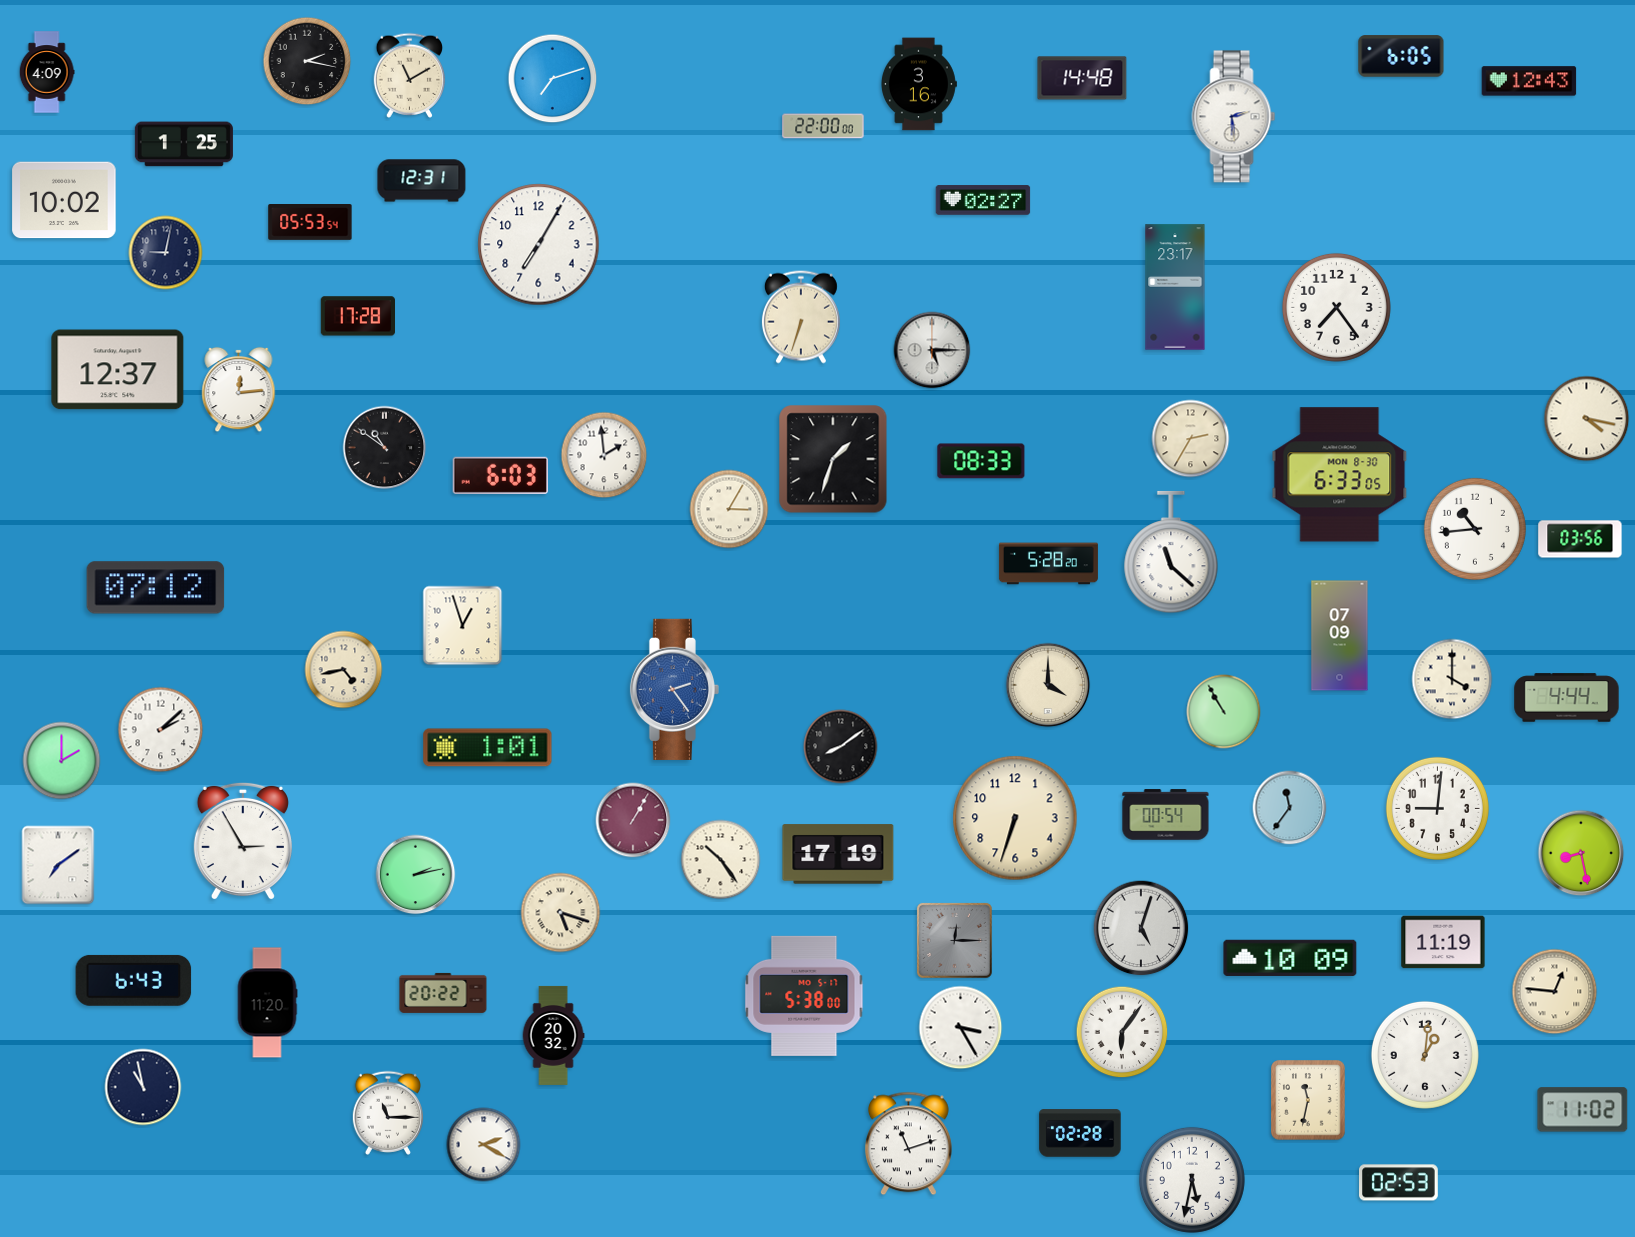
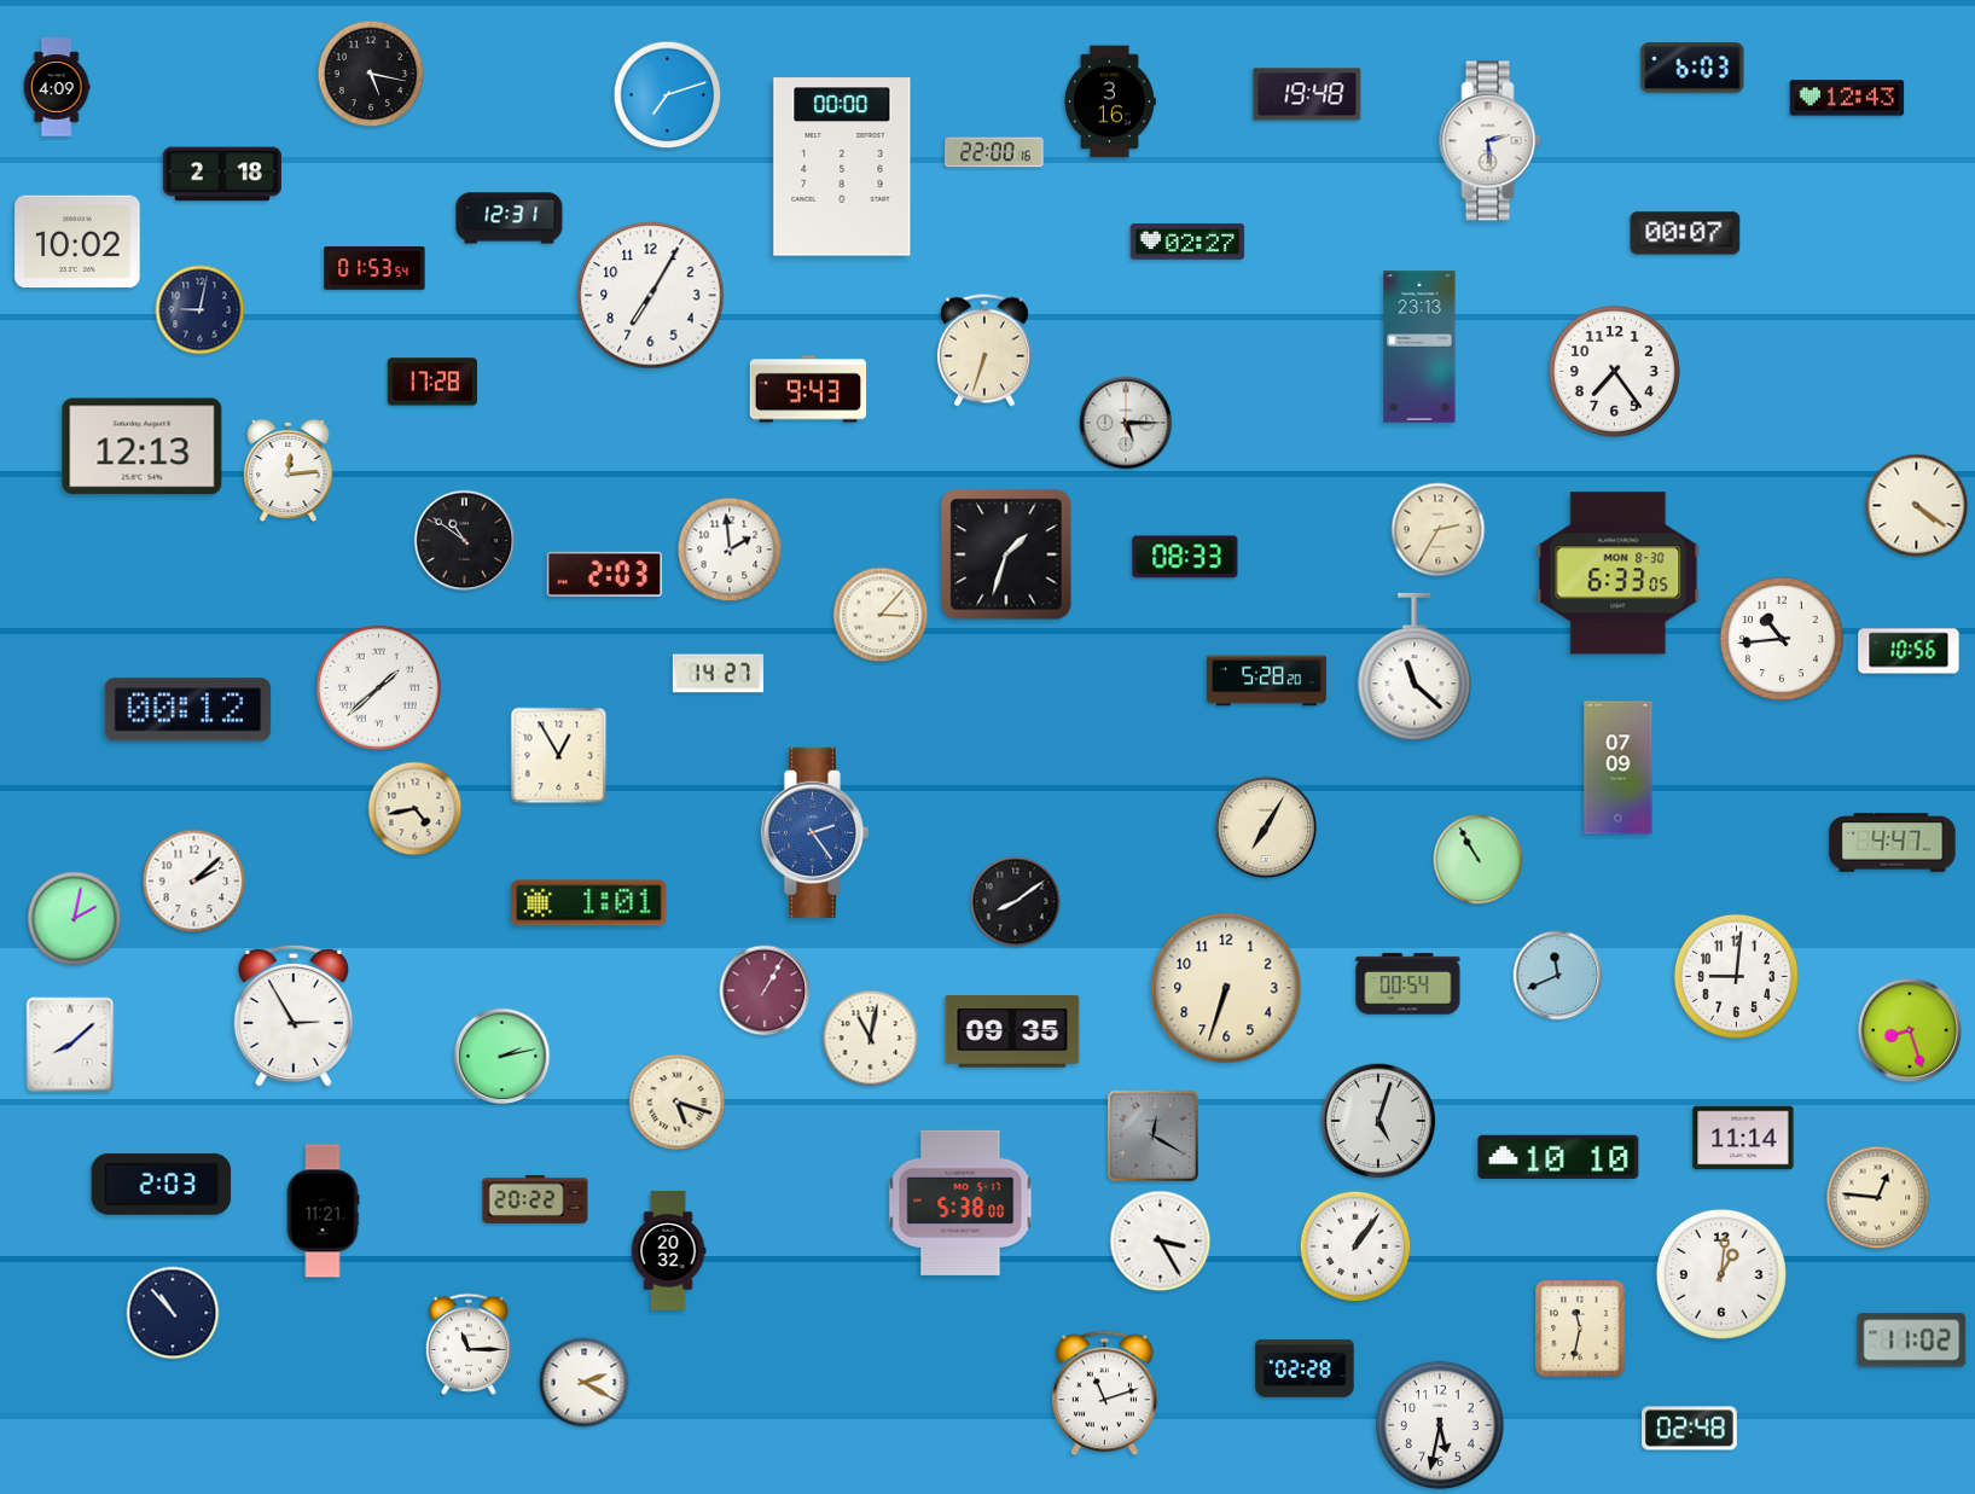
clock at (1401, 56): 6:05 -> 6:03
clock at (307, 61): 2:17 -> 5:17
clock at (410, 75): 11:10 -> none
clock at (1082, 78): 14:48 -> 19:48
clock at (823, 126): 22:00:00 -> 22:00:16
clock at (842, 167): none -> 00:00
clock at (184, 144): 1:25 -> 2:18
clock at (1685, 233): none -> 00:07
clock at (310, 223): 05:53 -> 01:53
clock at (166, 253) position: (166, 253) -> (201, 310)
clock at (1175, 287): 23:17 -> 23:13
clock at (801, 317) position: (801, 317) -> (984, 350)
clock at (808, 389): none -> 9:43
clock at (118, 370): 12:37 -> 12:13
clock at (1587, 419): 4:17 -> 4:21
clock at (500, 475): 6:03 -> 2:03
clock at (729, 509): 3:05 -> 3:07
clock at (1580, 539): 03:56 -> 10:56
clock at (718, 674): none -> 14:27
clock at (378, 687): none -> 1:38
clock at (156, 588): 07:12 -> 00:12
clock at (463, 626): 12:57 -> 12:55
clock at (1452, 679): 4:00 -> none
clock at (1048, 685): 4:00 -> 7:05
clock at (1567, 698): 4:44 -> 4:47
clock at (62, 761): 2:00 -> 2:02
clock at (1290, 808): 11:36 -> 11:41
clock at (1581, 853): 8:28 -> 8:27
clock at (838, 854): 17:19 -> 09:35
clock at (721, 860): 10:24 -> 11:02
clock at (58, 865): 7:09 -> 8:08
clock at (954, 940): 12:15 -> 12:20
clock at (1443, 942): 11:19 -> 11:14
clock at (1290, 958): 10:09 -> 10:10
clock at (134, 980): 6:43 -> 2:03
clock at (804, 996) position: (804, 996) -> (960, 1203)
clock at (267, 1003): 11:20 -> 11:21
clock at (1122, 1032): 6:06 -> 1:06
clock at (143, 1087): 10:58 -> 10:53
clock at (908, 1144) position: (908, 1144) -> (1104, 1394)
clock at (1399, 1183): 02:53 -> 02:48
